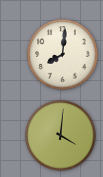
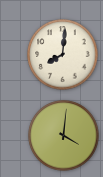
clock at (61, 136) position: (61, 136) -> (64, 136)
